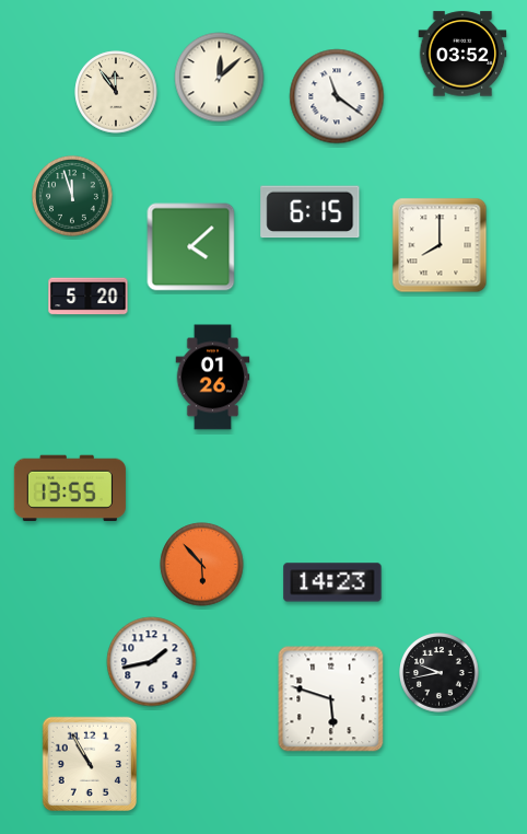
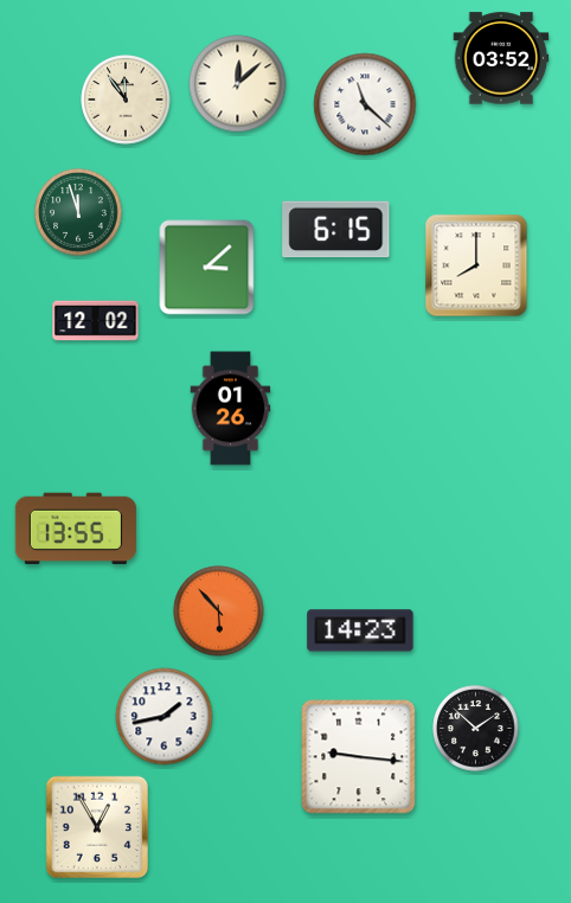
clock at (337, 96): 11:21 -> 11:22
clock at (191, 247): 4:08 -> 3:08
clock at (89, 297): 5:20 -> 12:02
clock at (440, 673): 9:43 -> 1:52
clock at (331, 699): 5:48 -> 9:16
clock at (89, 763): 10:55 -> 12:55
